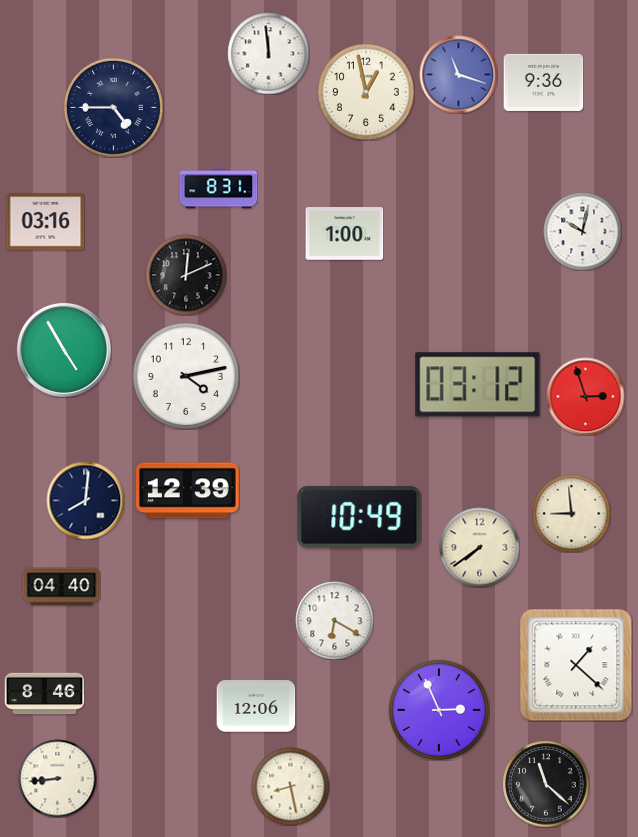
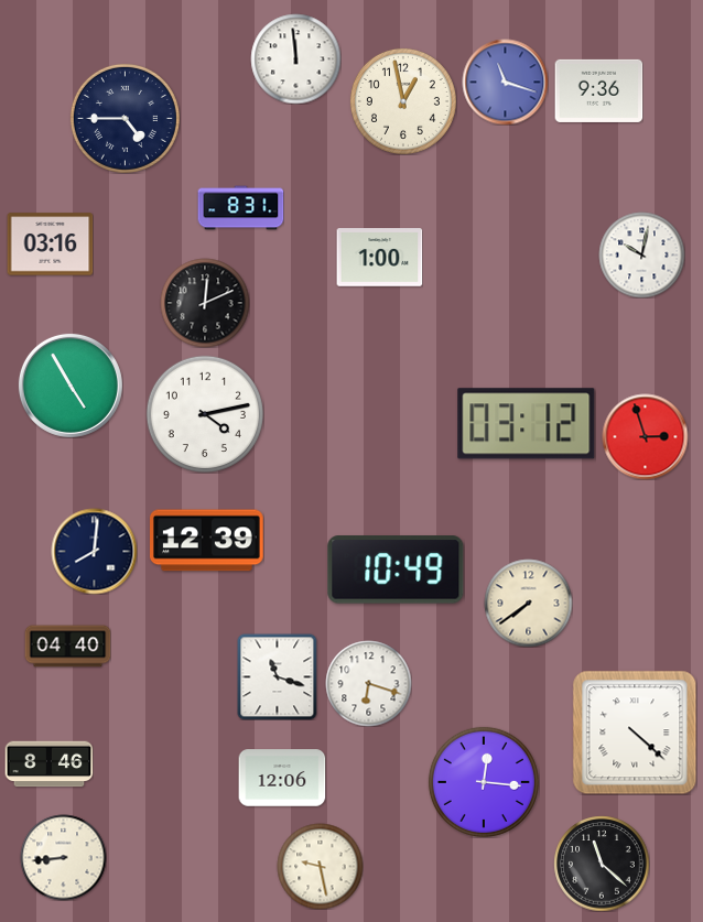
clock at (571, 513): 8:59 -> none
clock at (278, 676): none -> 11:18
clock at (334, 620): 6:20 -> 6:18
clock at (576, 665): 1:22 -> 4:22
clock at (439, 710): 2:56 -> 12:16
clock at (290, 786): 8:28 -> 9:28
